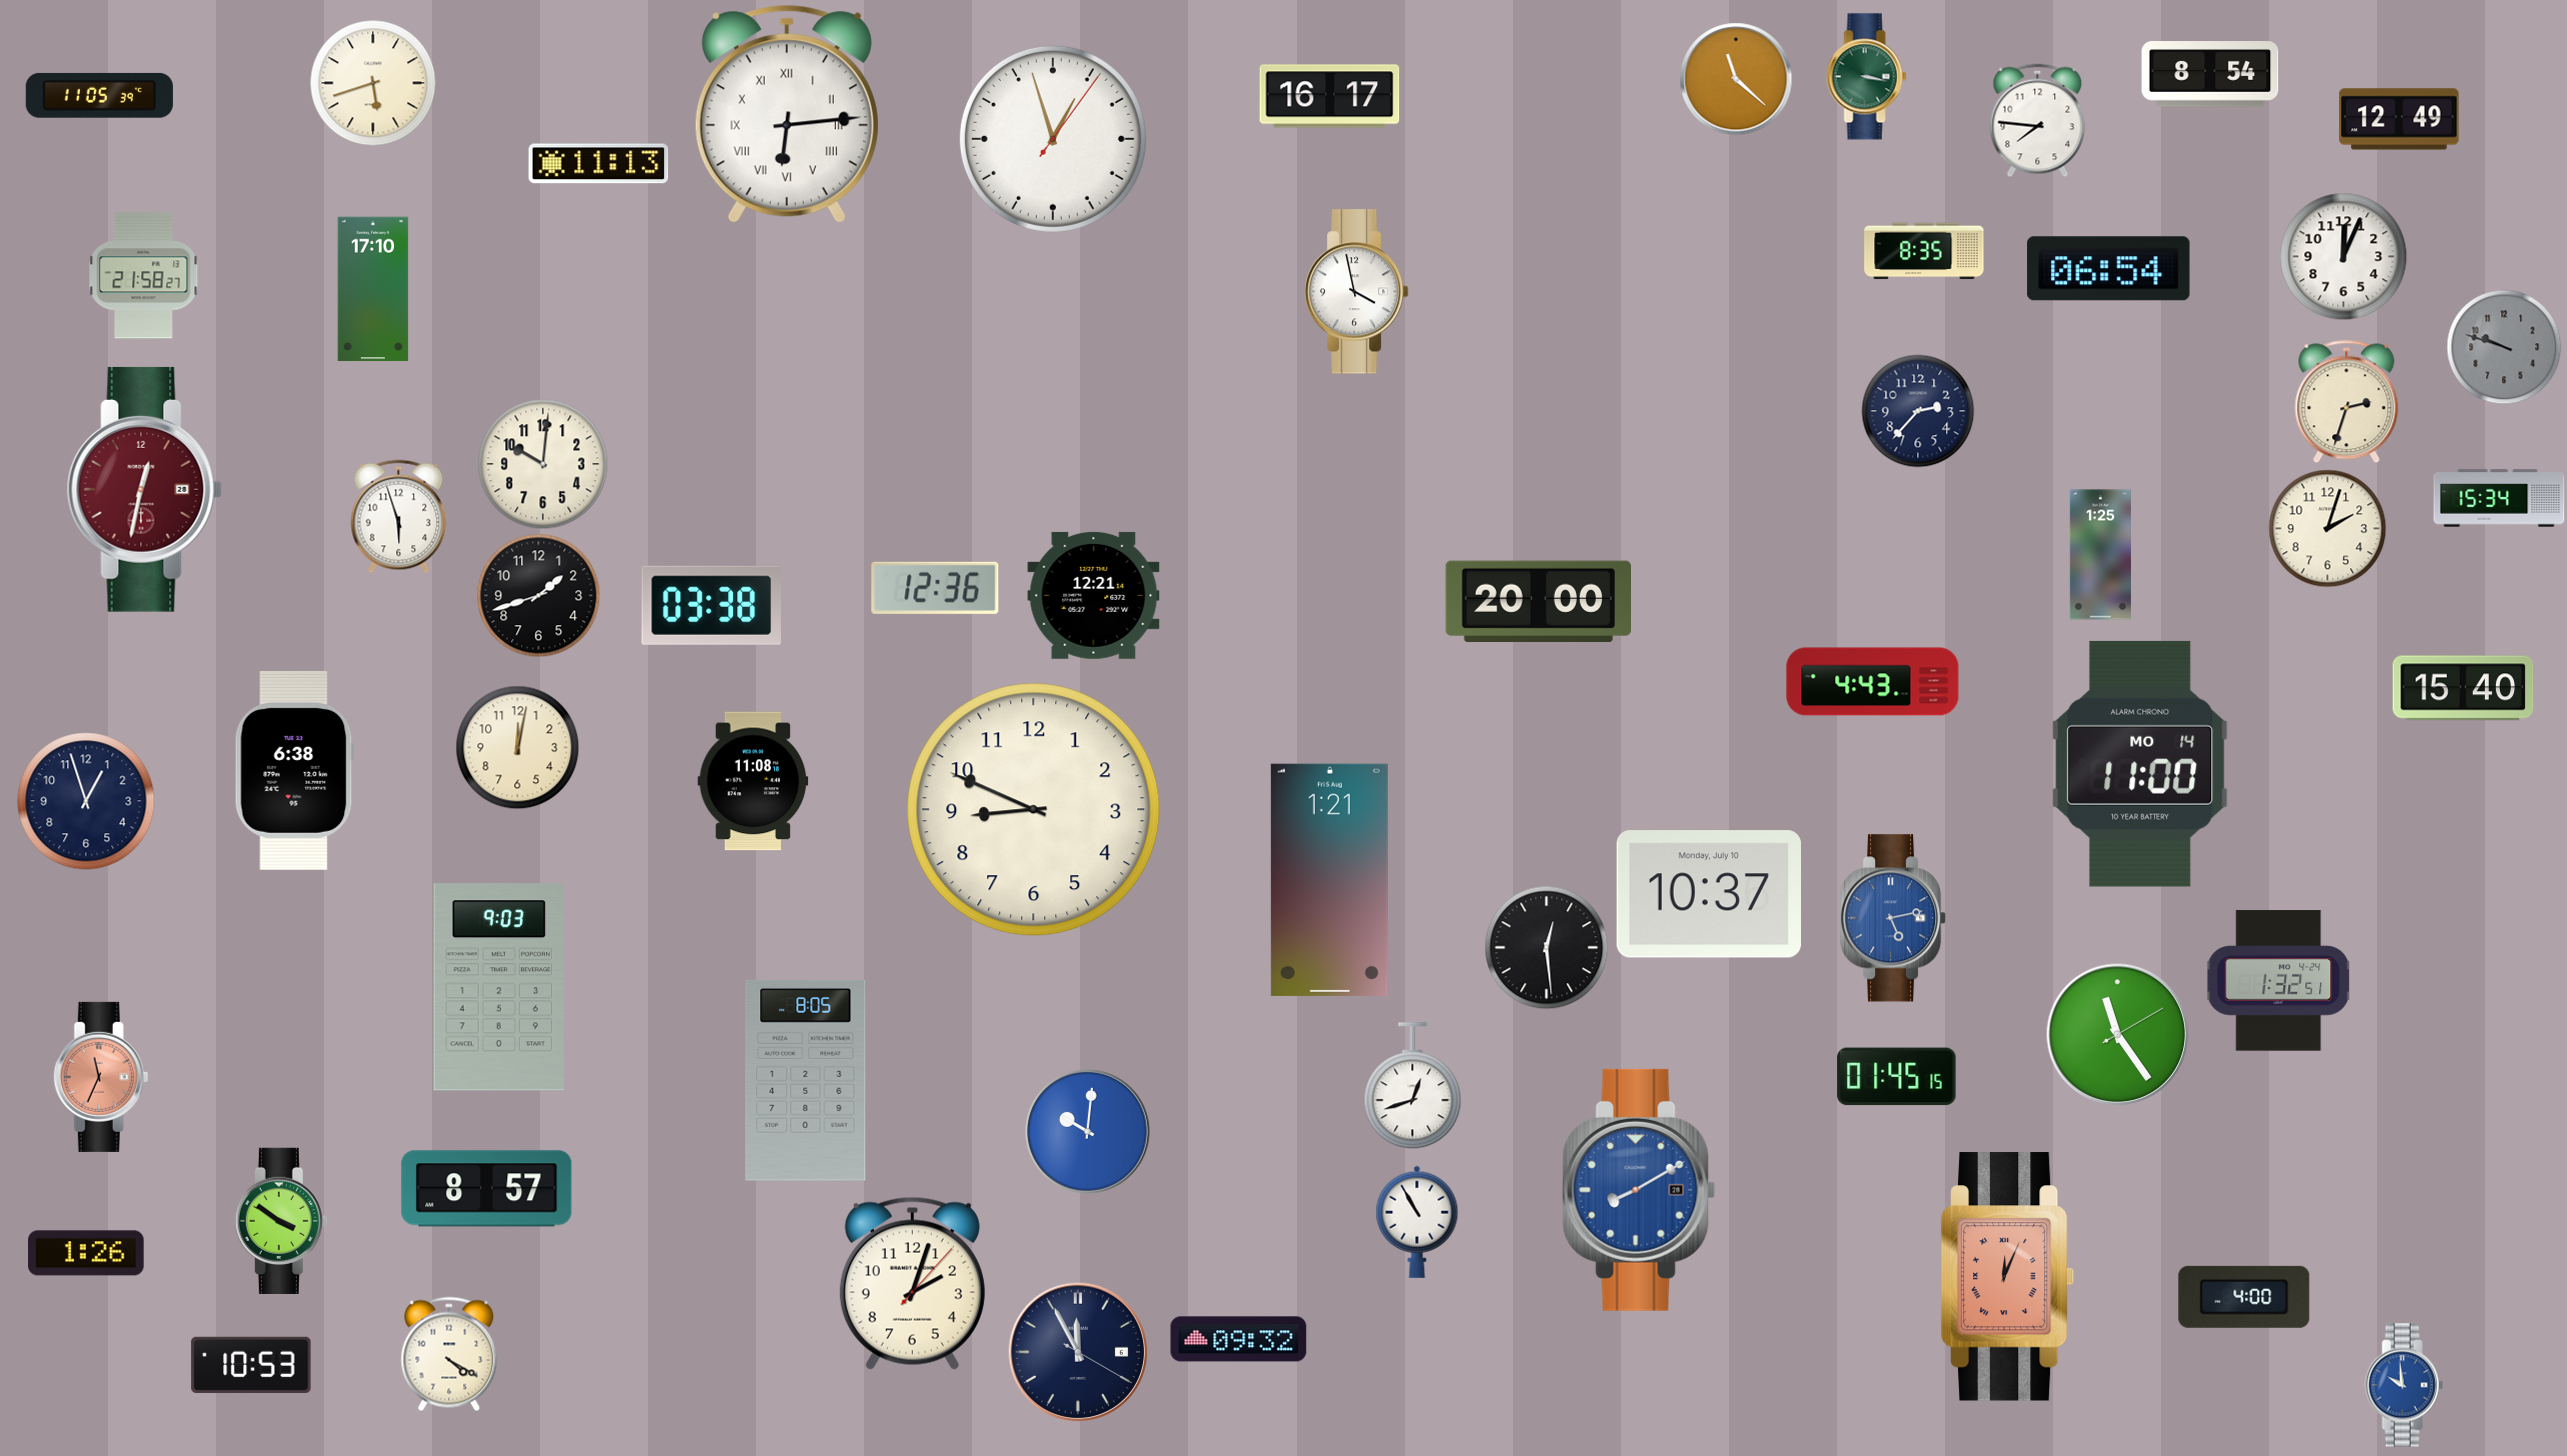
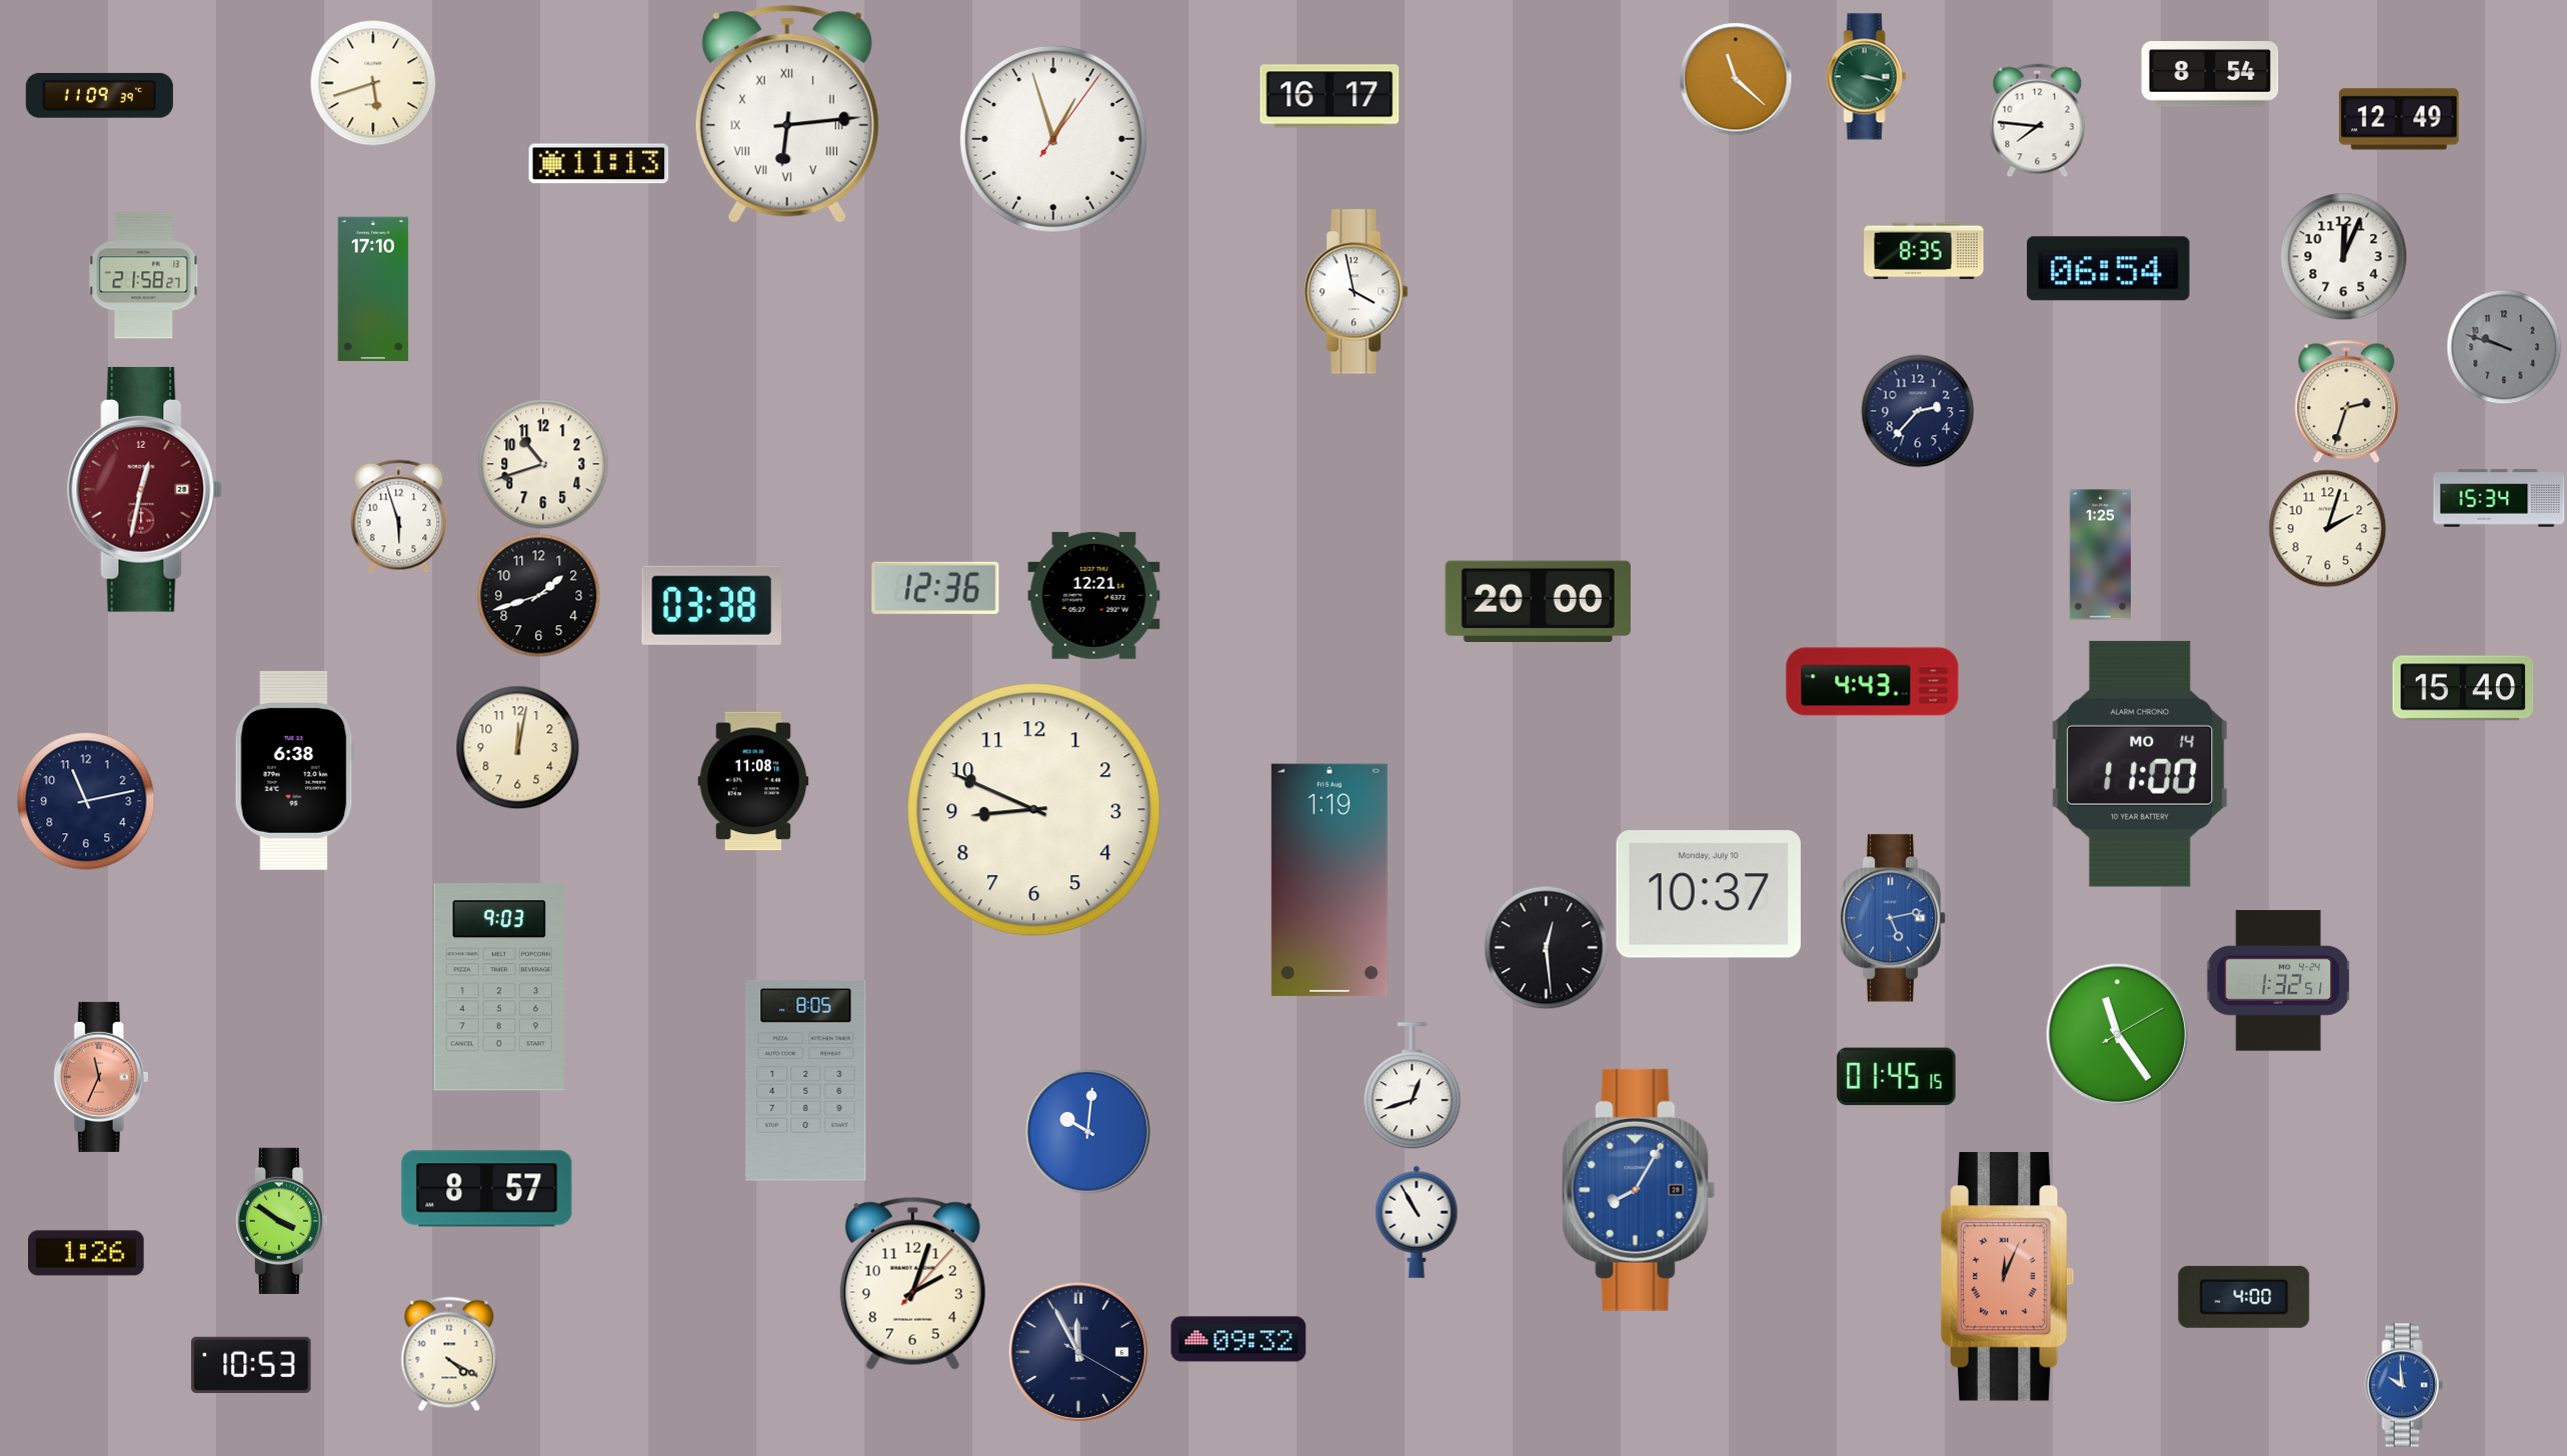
clock at (99, 95): 11:05 -> 11:09
clock at (543, 464): 10:01 -> 10:42
clock at (86, 801): 12:57 -> 11:13
clock at (1330, 880): 1:21 -> 1:19
clock at (1639, 1190): 8:10 -> 8:05
